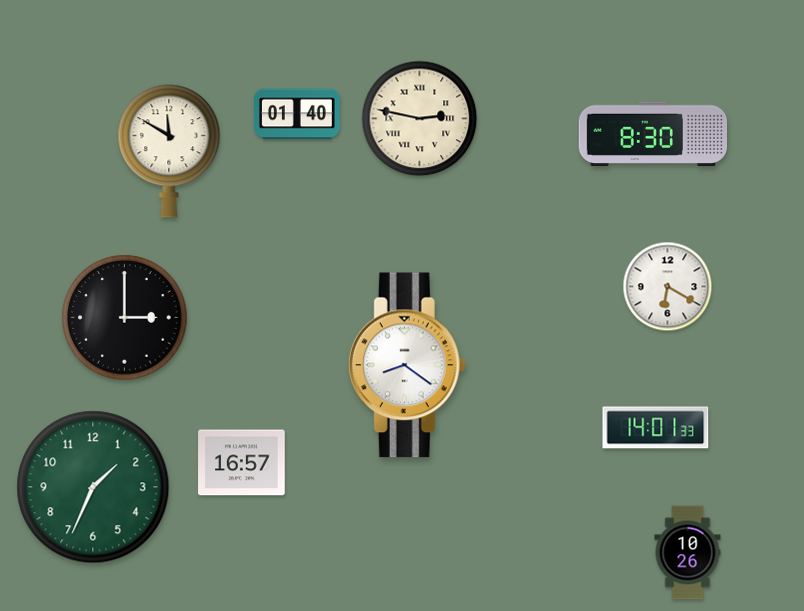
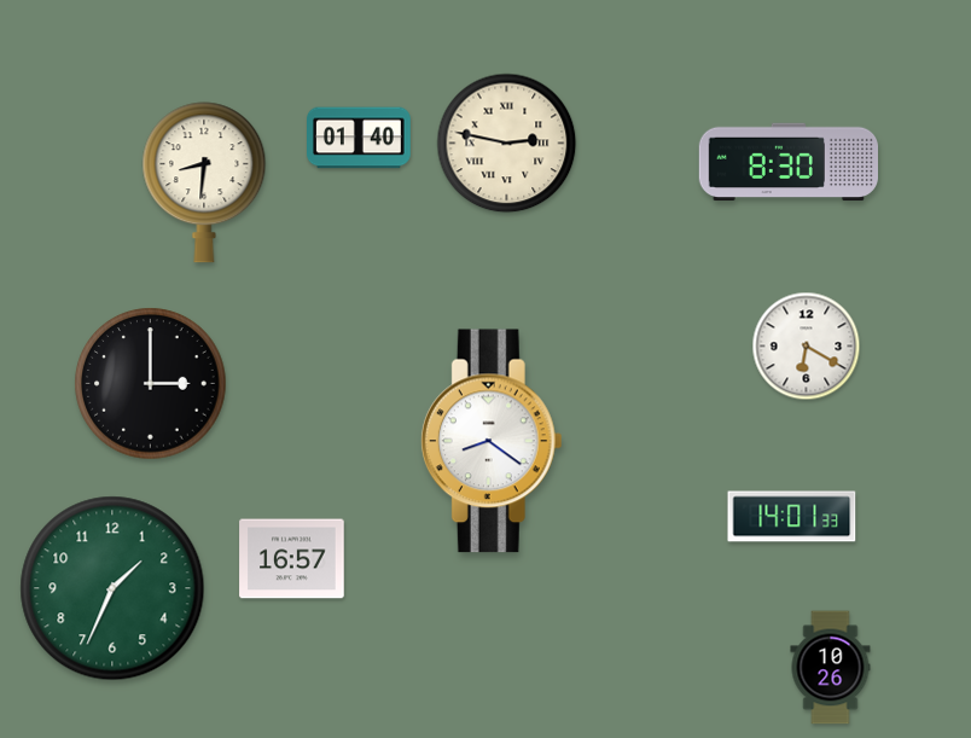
clock at (169, 151): 11:50 -> 8:31
